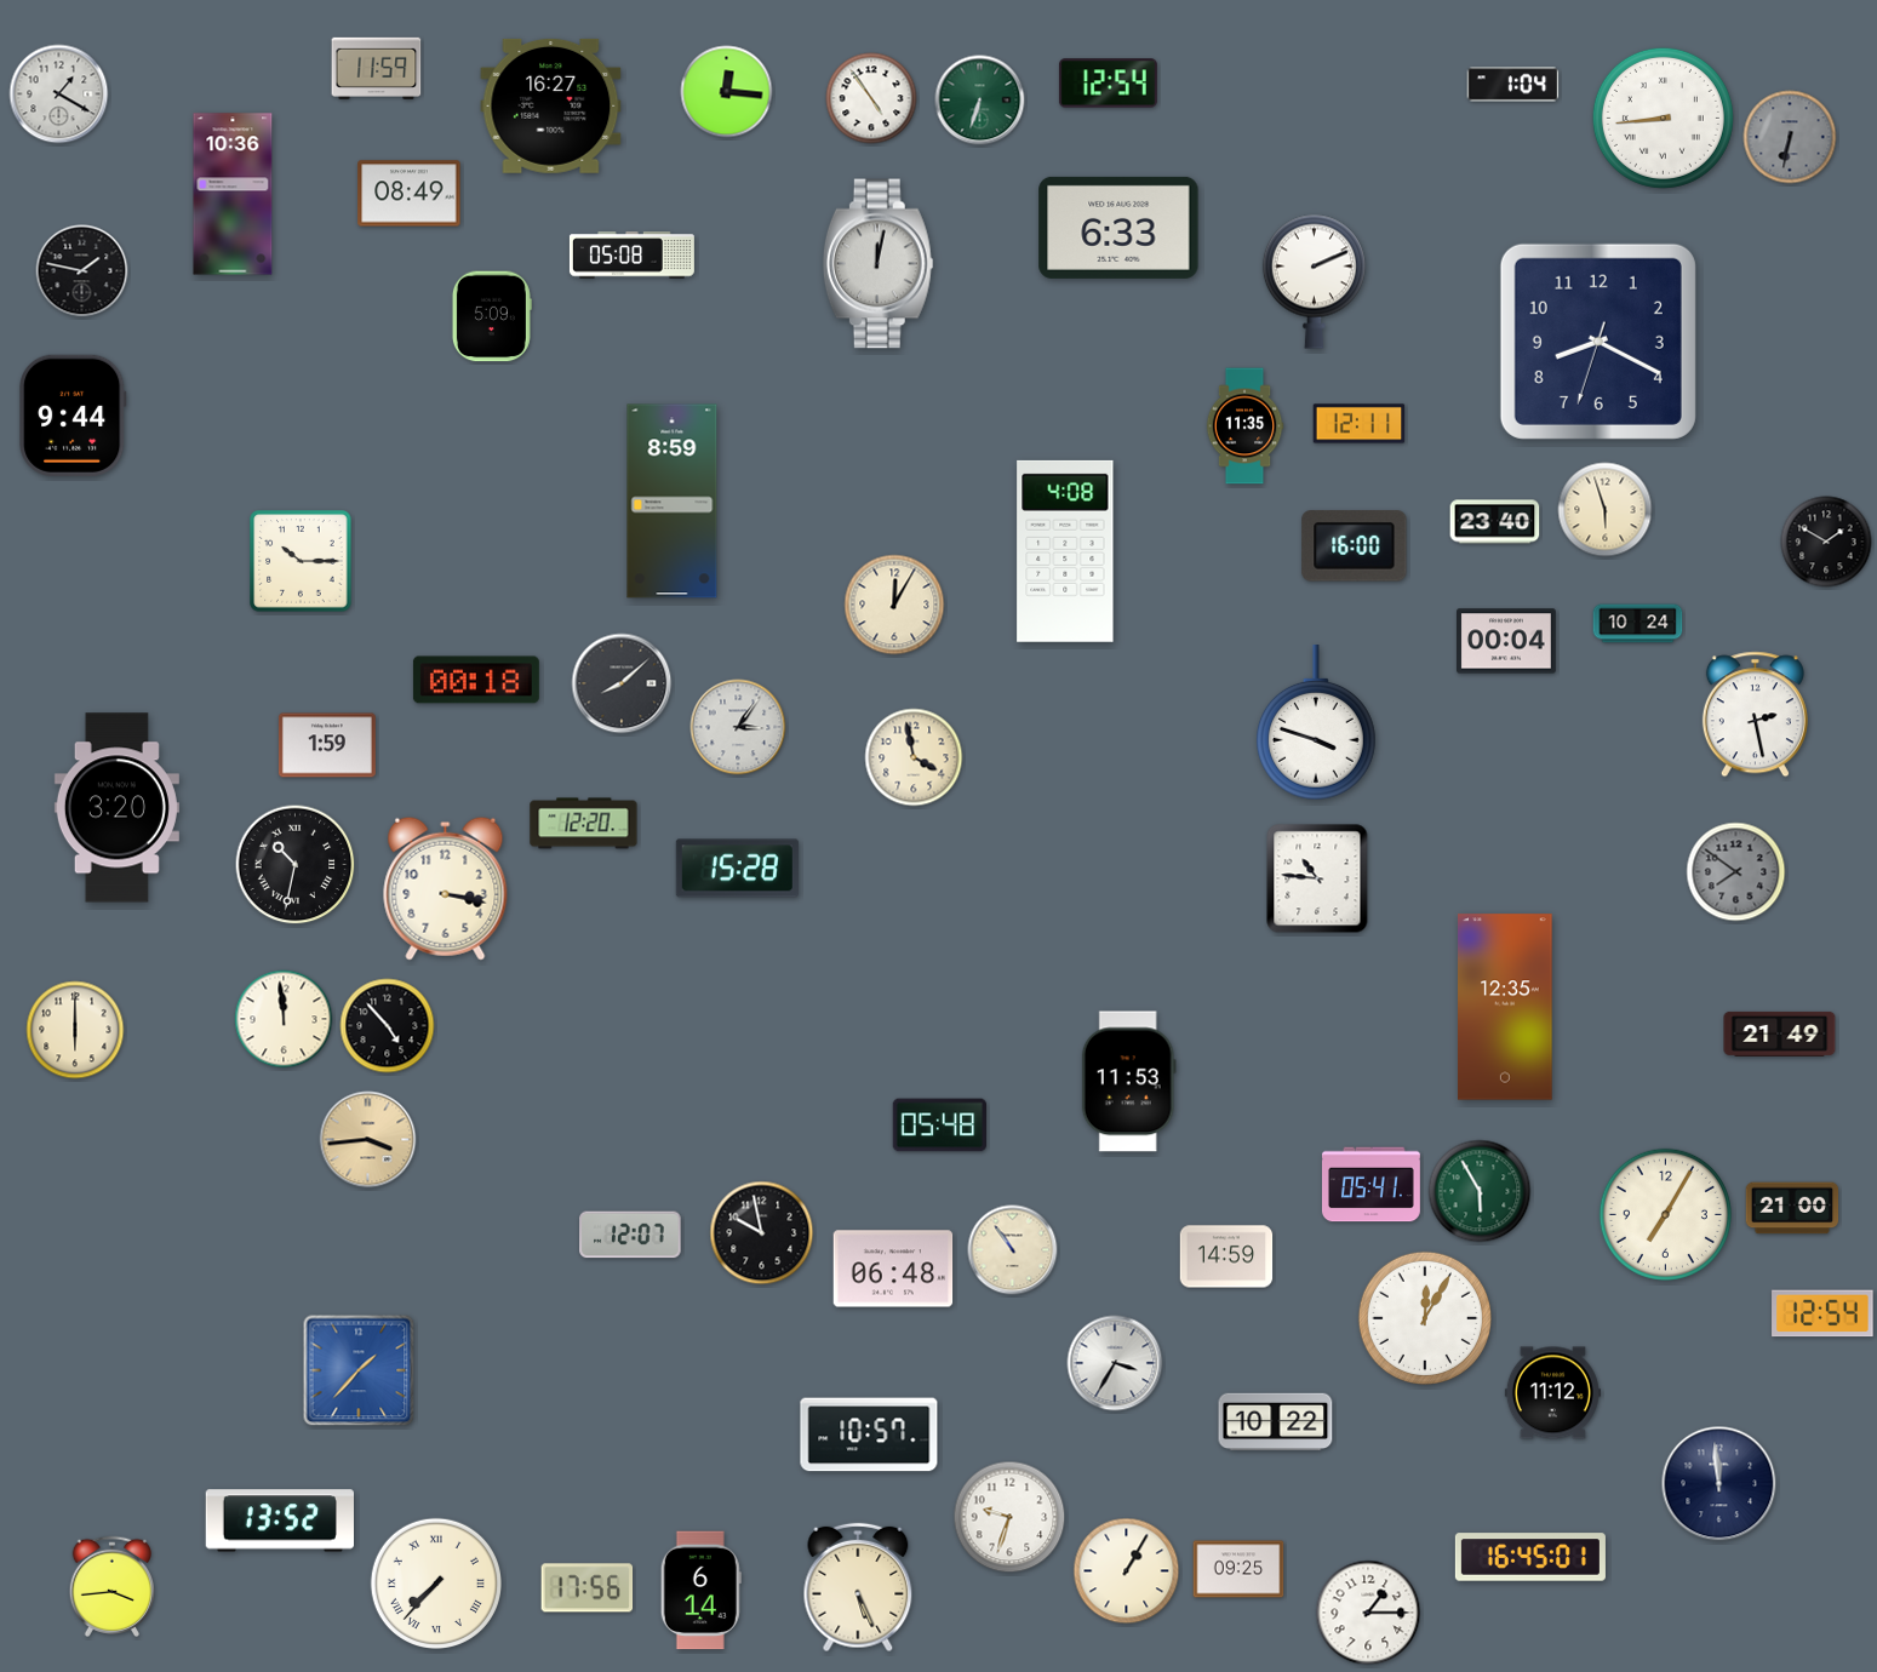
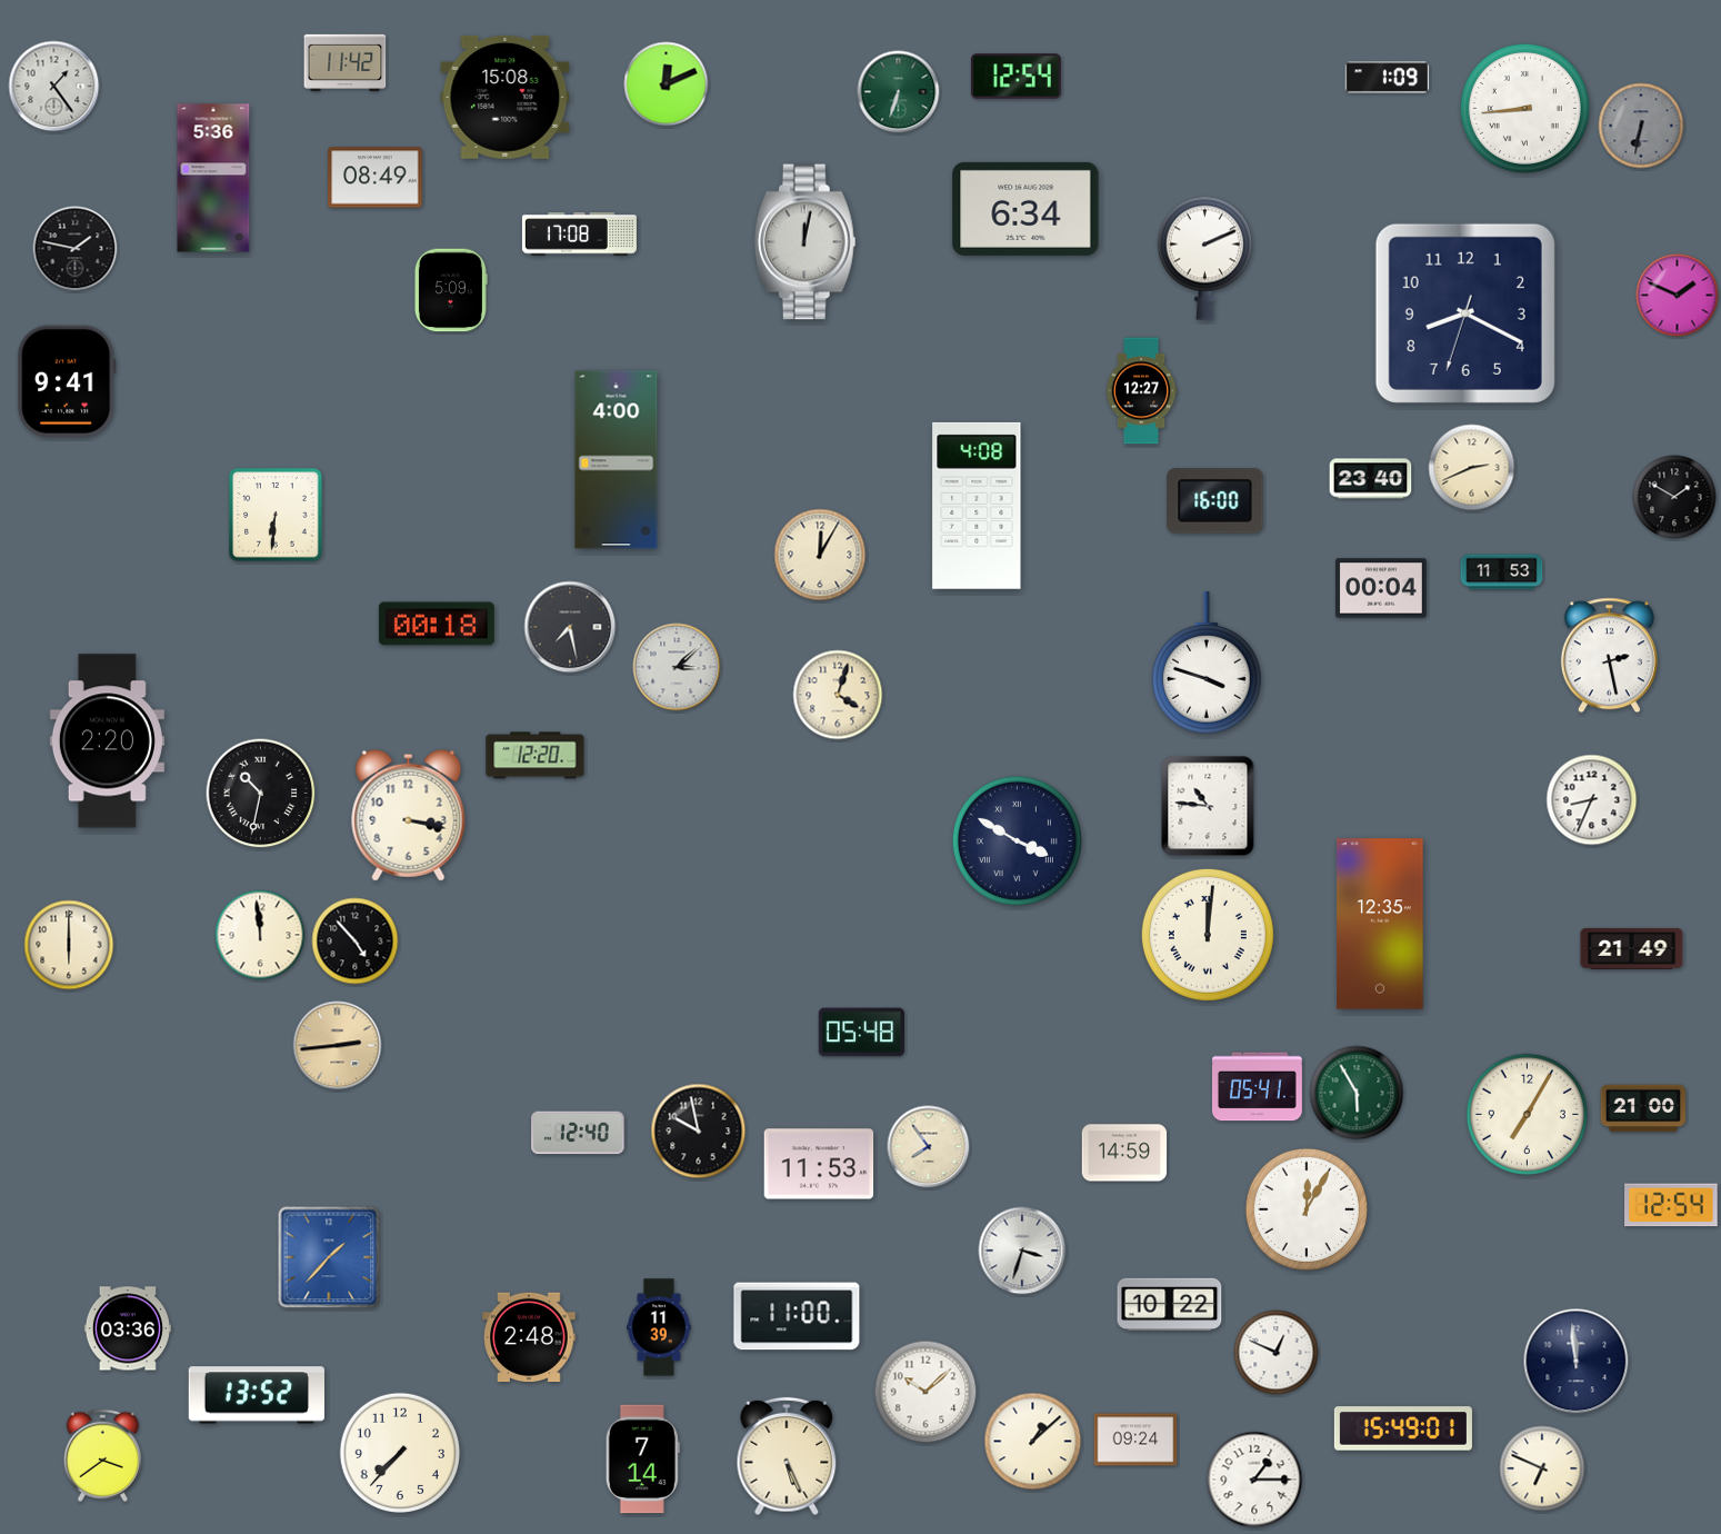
clock at (377, 68): 11:59 -> 11:42
clock at (1513, 85): 1:04 -> 1:09
clock at (727, 92): 12:16 -> 12:11
clock at (59, 95): 1:20 -> 1:24
clock at (871, 98): 4:54 -> none
clock at (551, 105): 16:27 -> 15:08
clock at (233, 194): 10:36 -> 5:36
clock at (1118, 228): 6:33 -> 6:34
clock at (631, 256): 05:08 -> 17:08
clock at (1678, 296): none -> 1:49
clock at (74, 416): 9:44 -> 9:41
clock at (1360, 424): 12:11 -> none
clock at (1244, 426): 11:35 -> 12:27
clock at (673, 502): 8:59 -> 4:00
clock at (1606, 510): 5:57 -> 2:41
clock at (1355, 546) position: (1355, 546) -> (1215, 501)
clock at (301, 561): 10:15 -> 6:31
clock at (1638, 624): 10:24 -> 11:53
clock at (622, 683): 8:08 -> 7:28
clock at (738, 727): 3:06 -> 3:08
clock at (327, 745): 1:59 -> none
clock at (914, 757): 3:58 -> 4:03
clock at (116, 808): 3:20 -> 2:20
clock at (296, 865) position: (296, 865) -> (261, 794)
clock at (737, 869): 15:28 -> none
clock at (1736, 872): 7:51 -> 8:34
clock at (1736, 872) dial: grey -> white
clock at (1017, 840): none -> 3:50
clock at (1208, 935): none -> 12:01
clock at (1128, 1082): 11:53 -> none
clock at (368, 1140): 3:44 -> 2:44
clock at (630, 1235): 12:07 -> 12:40
clock at (1013, 1250): 10:54 -> 7:54
clock at (893, 1269): 06:48 -> 11:53
clock at (1115, 1363): 3:35 -> 3:33
clock at (1552, 1393): 11:12 -> none
clock at (869, 1435): 10:57 -> 11:00
clock at (659, 1327): none -> 11:39
clock at (128, 1328): none -> 03:36
clock at (529, 1337): none -> 2:48
clock at (1277, 1353): none -> 12:49
clock at (1009, 1517): 9:33 -> 10:08
clock at (1530, 1557): 16:45 -> 15:49
clock at (1238, 1569): 09:25 -> 09:24
clock at (1127, 1571): 1:05 -> 1:08
clock at (435, 1582) numerals: Roman -> Arabic
clock at (113, 1586): 3:44 -> 3:39
clock at (588, 1588): 17:56 -> none
clock at (700, 1591): 6:14 -> 7:14
clock at (1542, 1468): none -> 6:49
